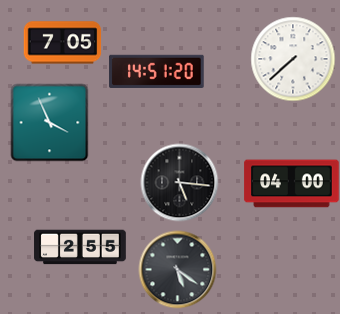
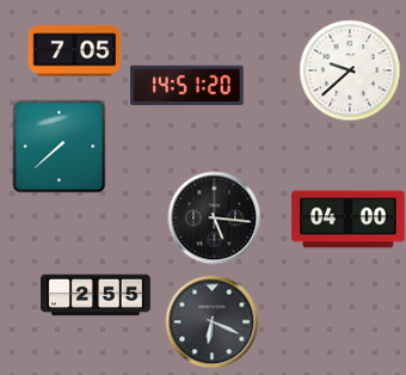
clock at (293, 59): 7:38 -> 9:38
clock at (49, 122): 3:56 -> 7:38
clock at (177, 269): 5:21 -> 6:19
